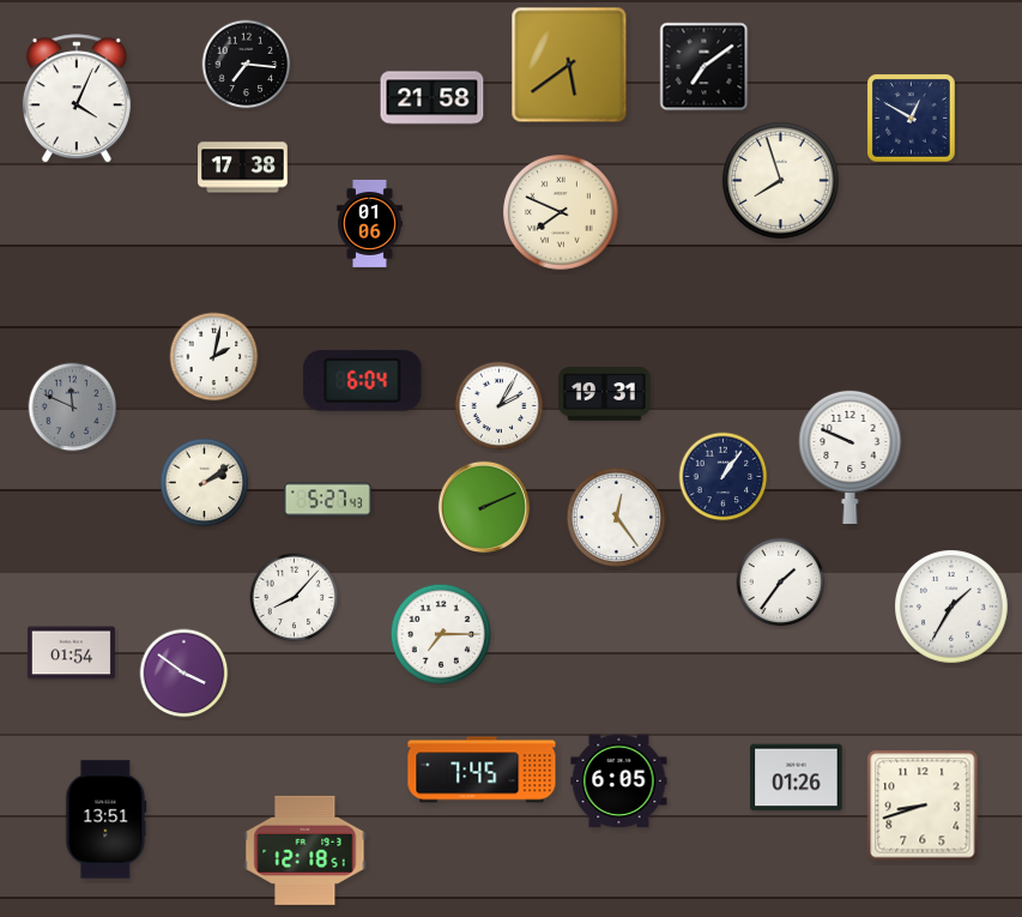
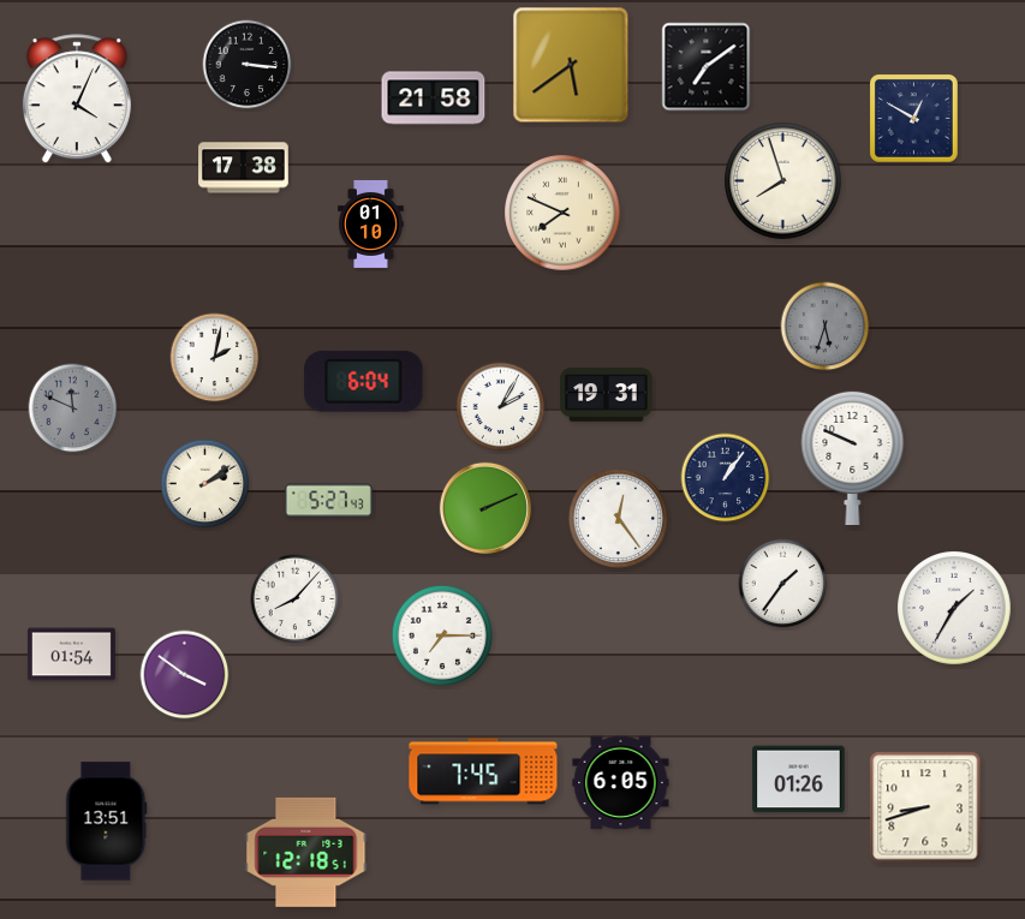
clock at (247, 65): 7:16 -> 3:16
clock at (370, 223): 01:06 -> 01:10
clock at (826, 327): none -> 5:33
